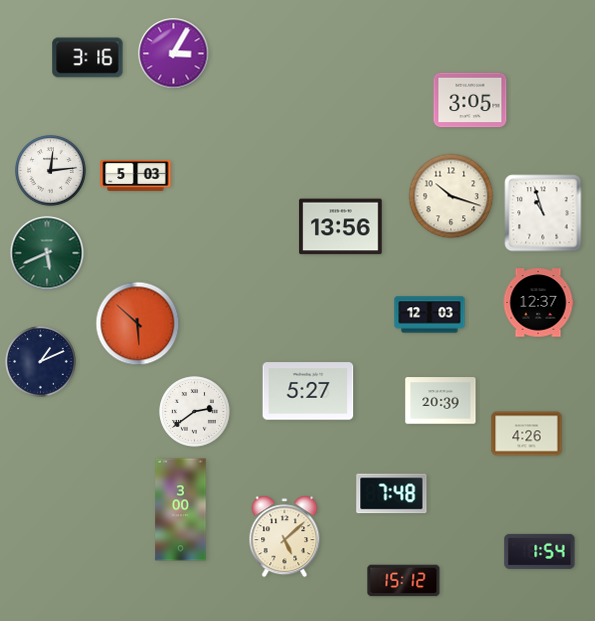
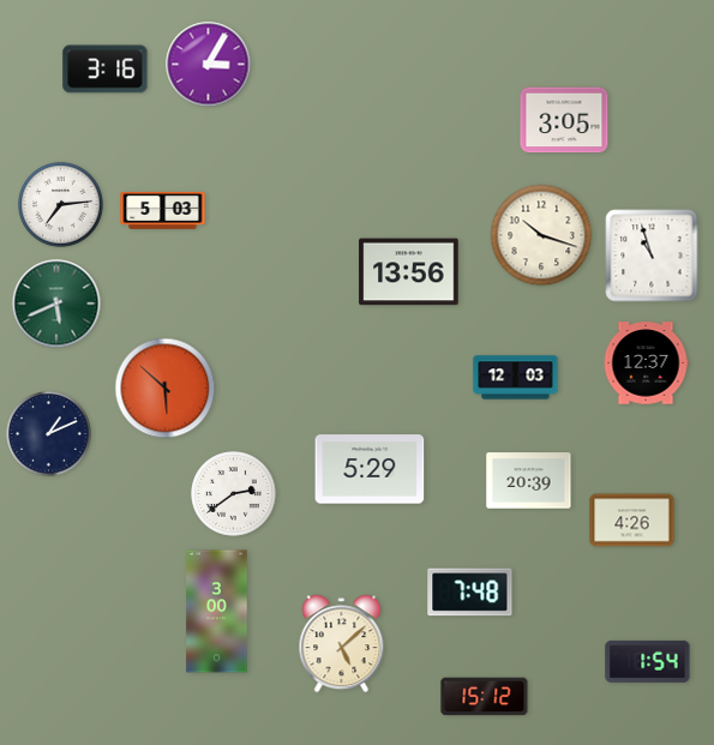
clock at (51, 171): 12:14 -> 7:14
clock at (308, 391): 5:27 -> 5:29
